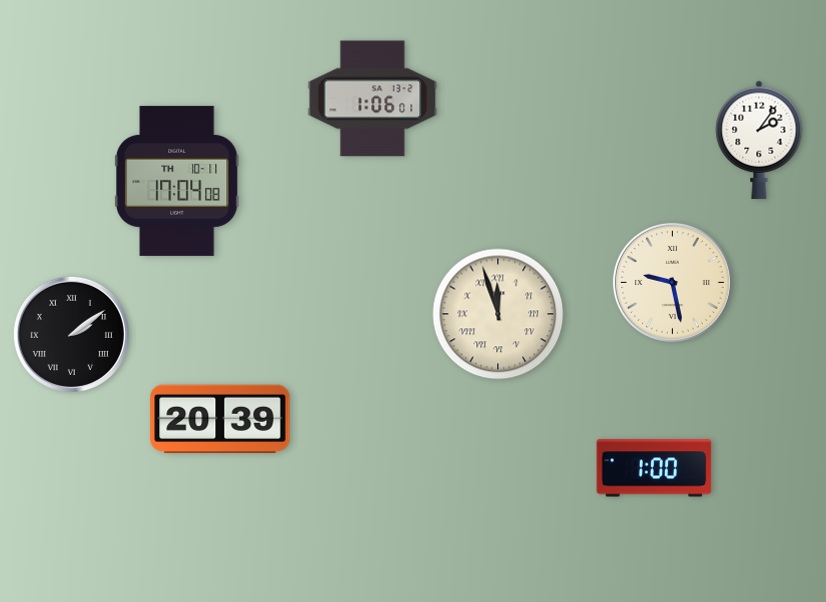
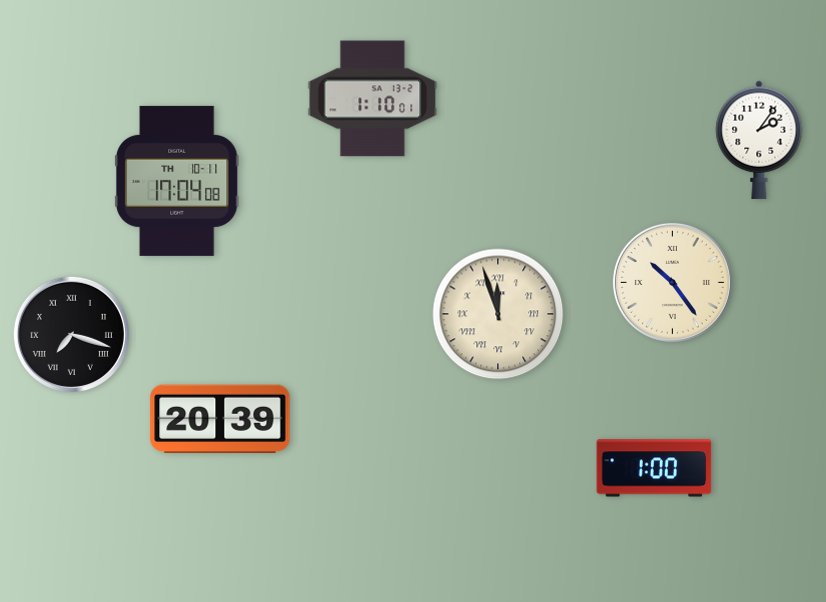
clock at (373, 99): 1:06 -> 1:10
clock at (672, 282): 9:28 -> 10:24
clock at (71, 334): 2:09 -> 7:18
